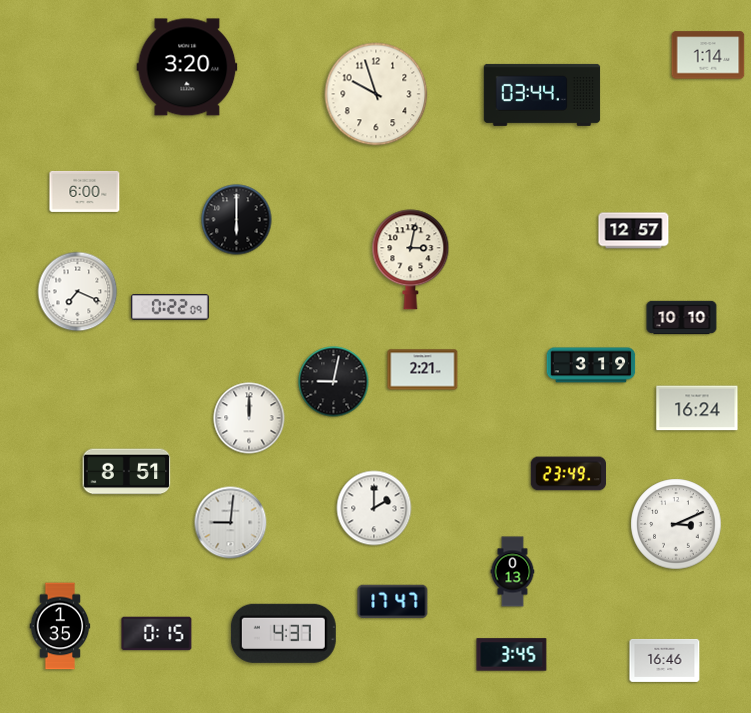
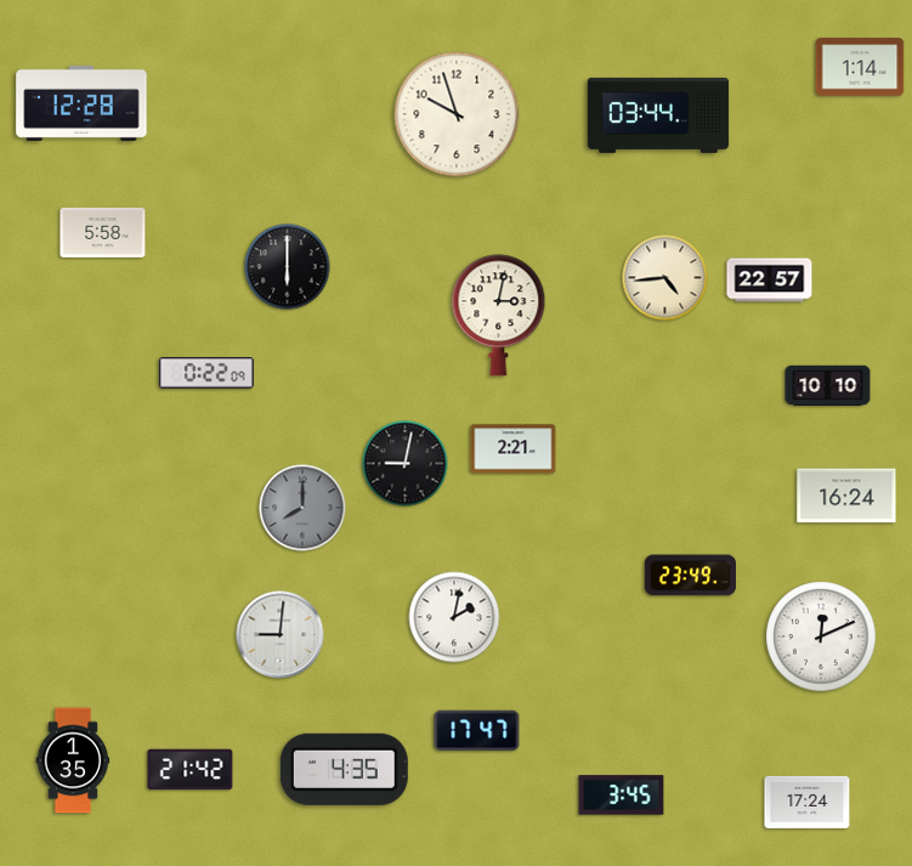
clock at (187, 67): 3:20 -> none
clock at (81, 103): none -> 12:28
clock at (85, 191): 6:00 -> 5:58
clock at (665, 278): none -> 4:44
clock at (634, 231): 12:57 -> 22:57
clock at (78, 292): 7:19 -> none
clock at (591, 365): 3:19 -> none
clock at (249, 418): 12:00 -> 8:00
clock at (249, 418) dial: white -> grey
clock at (127, 472): 8:51 -> none
clock at (374, 508): 2:00 -> 2:02
clock at (676, 524): 3:11 -> 12:11
clock at (513, 572): 0:13 -> none
clock at (283, 633): 4:37 -> 4:35
clock at (157, 634): 0:15 -> 21:42
clock at (665, 660): 16:46 -> 17:24
